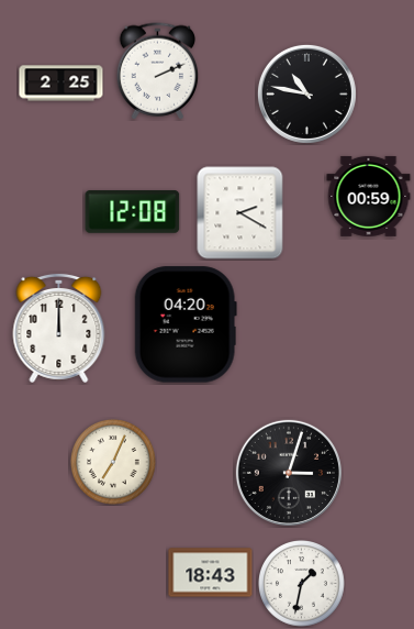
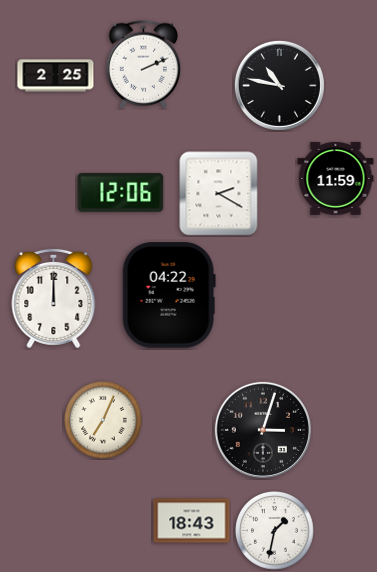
clock at (369, 196): 00:59 -> 11:59
clock at (133, 212): 12:08 -> 12:06
clock at (186, 324): 04:20 -> 04:22
